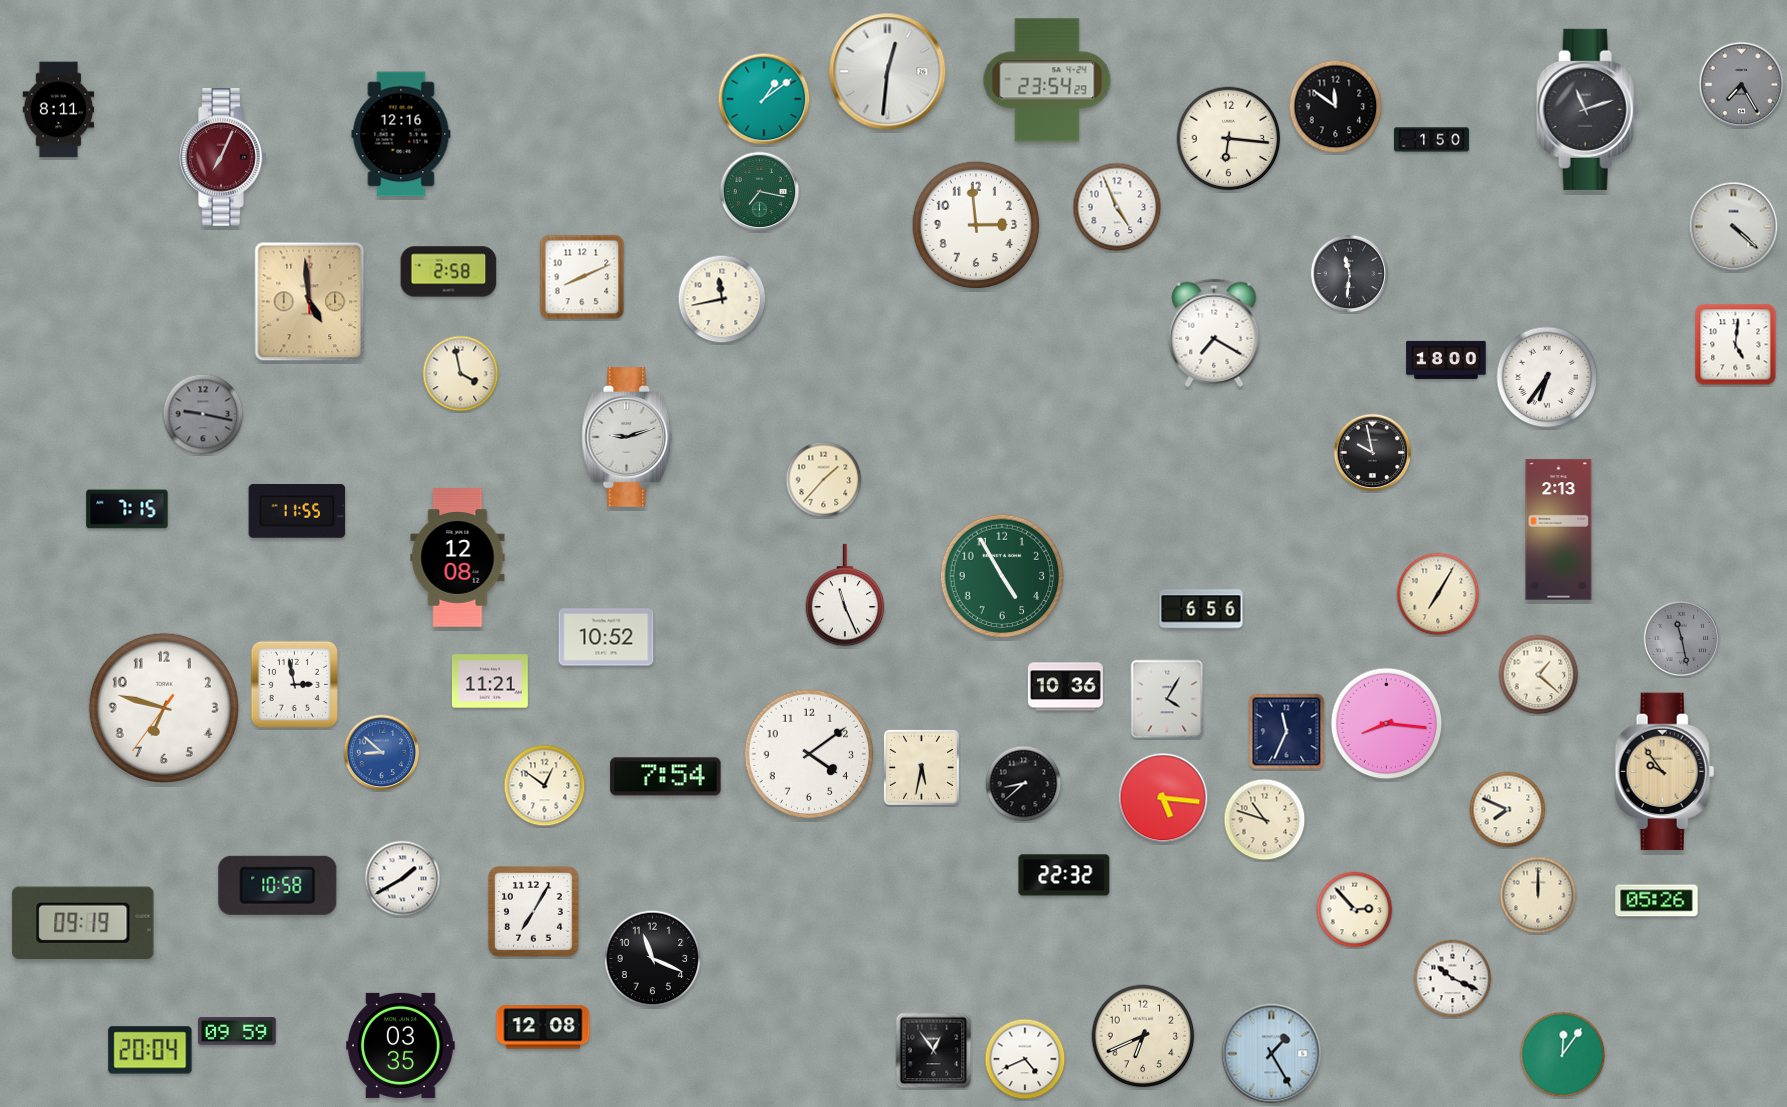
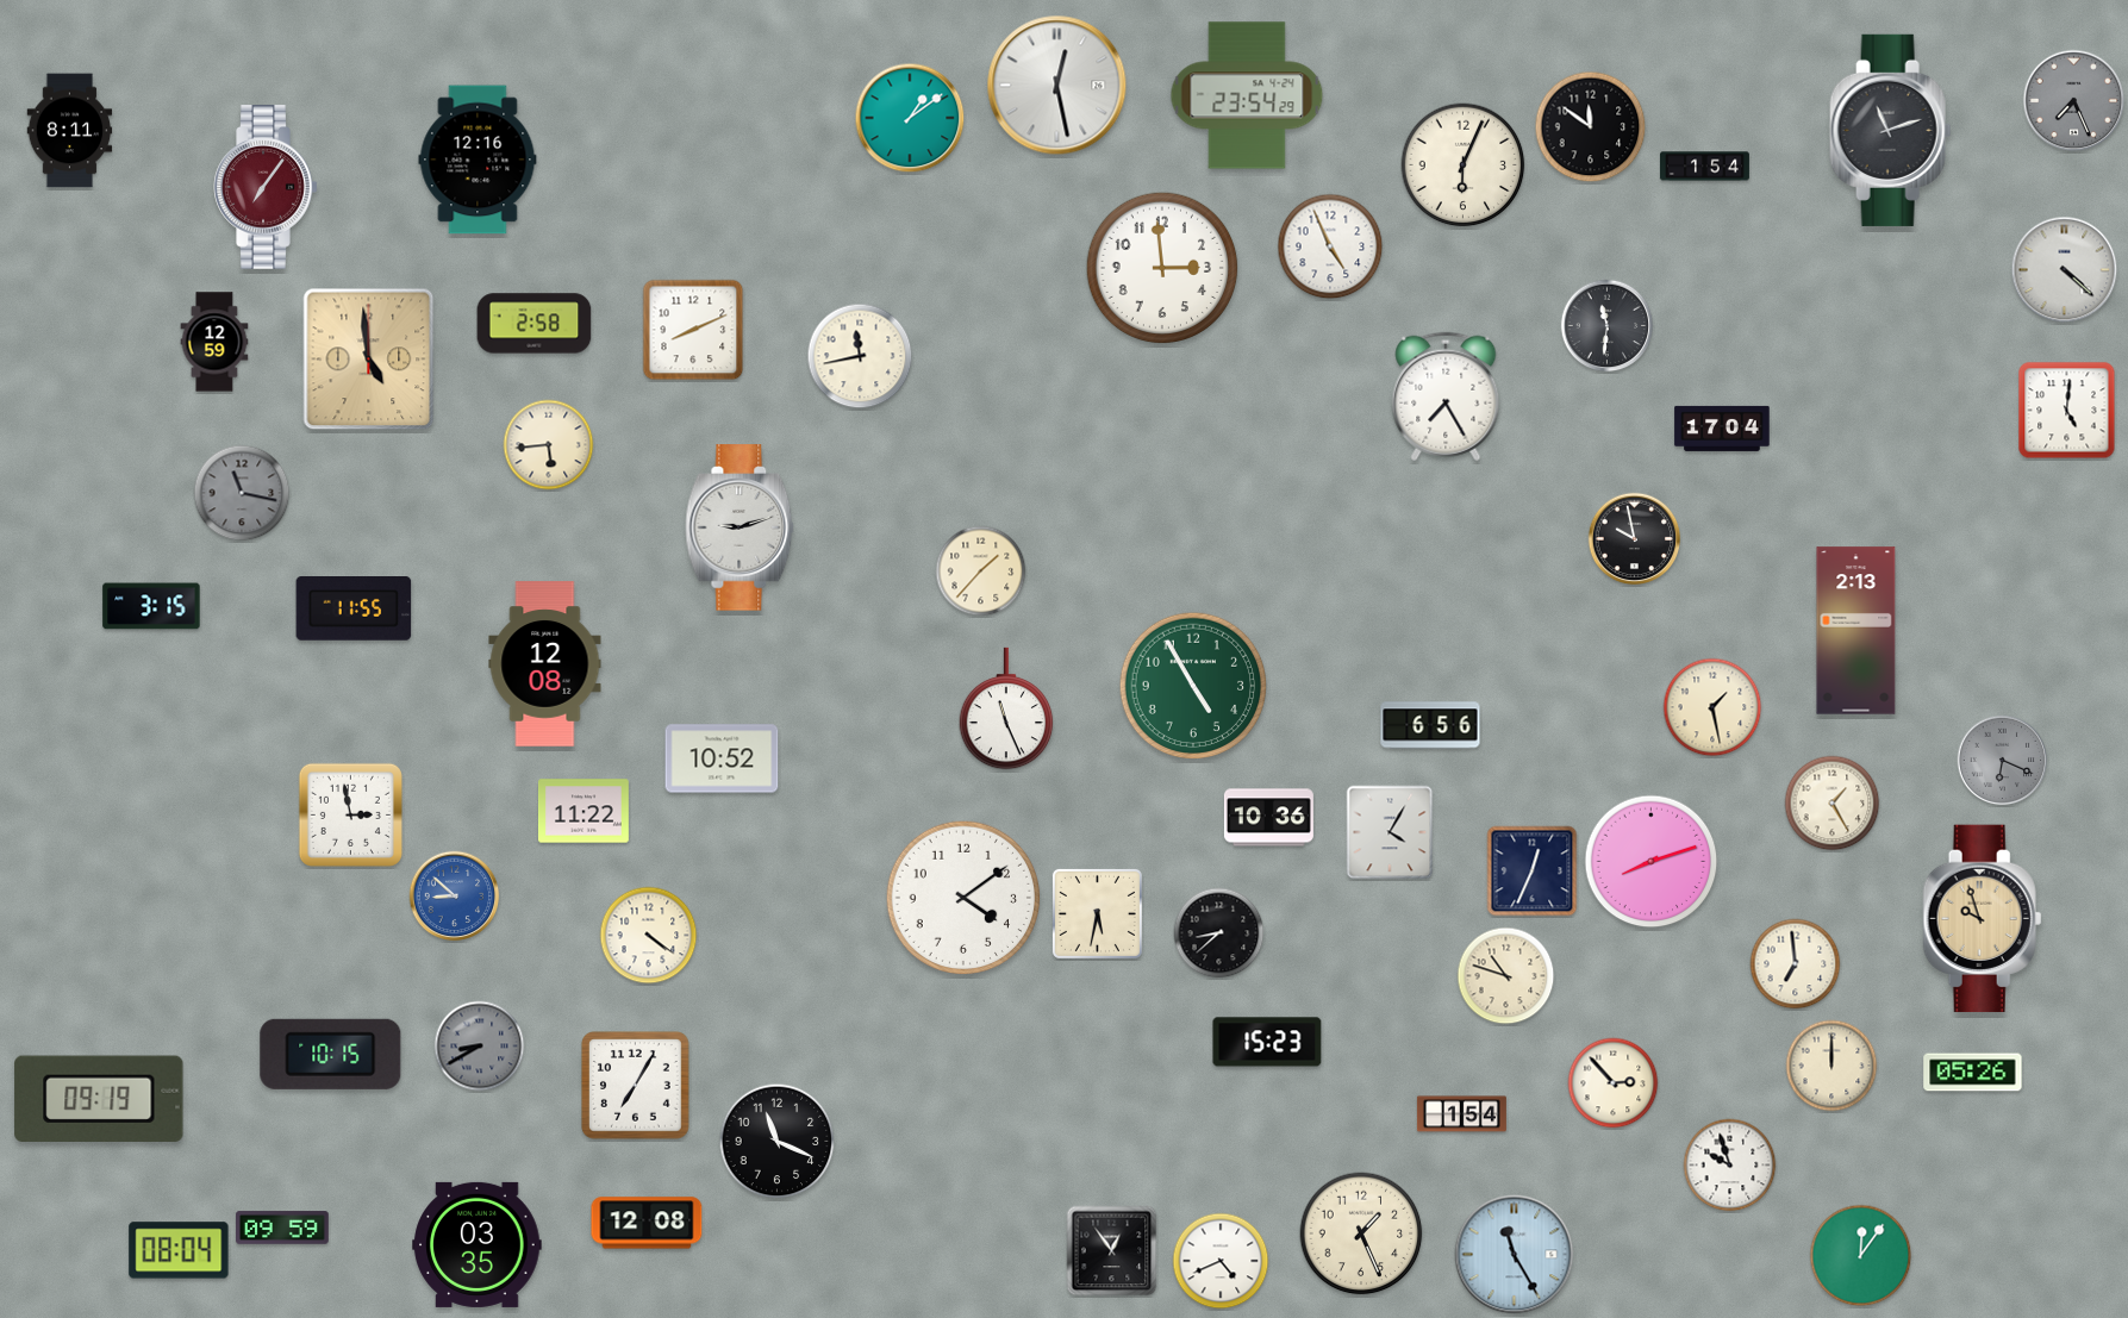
clock at (888, 72): 12:31 -> 12:28
clock at (1742, 85): 7:25 -> 7:26
clock at (1229, 139): 6:16 -> 6:04
clock at (1431, 140): 1:50 -> 1:54
clock at (223, 157): 7:04 -> 7:06
clock at (760, 192): 7:17 -> none
clock at (214, 342): none -> 12:59
clock at (1214, 333): 7:20 -> 7:25
clock at (1446, 360): 18:00 -> 17:04
clock at (461, 374): 3:58 -> 5:44
clock at (1547, 377): 6:36 -> none
clock at (203, 414): 9:17 -> 11:17
clock at (627, 437) position: (627, 437) -> (740, 527)
clock at (127, 509): 7:15 -> 3:15
clock at (1438, 594): 7:05 -> 1:28
clock at (1682, 639): 11:28 -> 6:19
clock at (1539, 675): 1:22 -> 1:25
clock at (490, 681): 11:21 -> 11:22
clock at (164, 708): 6:47 -> none
clock at (1387, 724): 8:16 -> 8:12
clock at (1287, 732): 11:34 -> 12:34
clock at (1665, 772): 9:54 -> 9:57
clock at (666, 777): 7:54 -> none
clock at (545, 786): 12:51 -> 4:21
clock at (1163, 798): 5:16 -> none
clock at (1508, 810): 7:49 -> 6:59
clock at (1064, 875): 22:32 -> 15:23
clock at (403, 879): 1:40 -> 8:40
clock at (403, 879) dial: white -> grey
clock at (278, 885): 10:58 -> 10:15
clock at (1461, 1114): none -> 1:54
clock at (1453, 979): 10:19 -> 9:57
clock at (1143, 1036): 6:41 -> 1:26
clock at (150, 1050): 20:04 -> 08:04
clock at (1272, 1054): 1:25 -> 11:25
